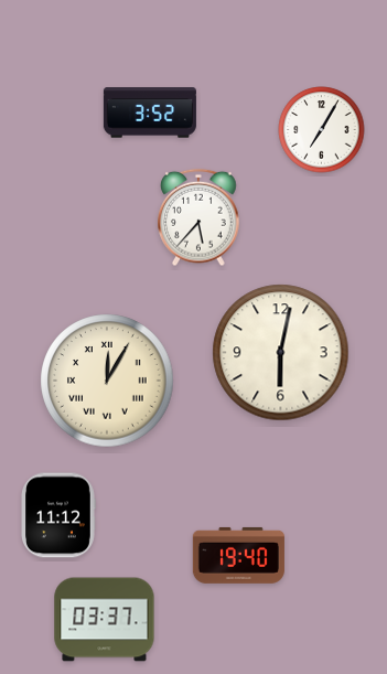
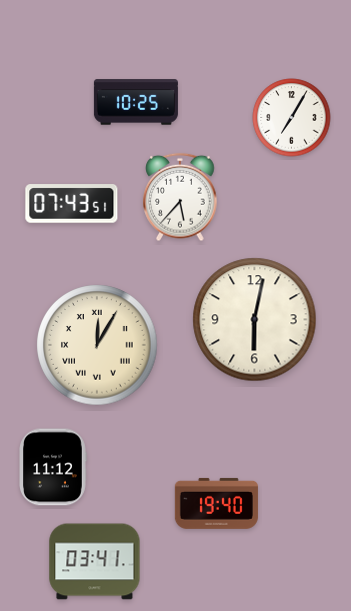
clock at (150, 113): 3:52 -> 10:25
clock at (72, 204): none -> 07:43
clock at (105, 620): 03:37 -> 03:41
